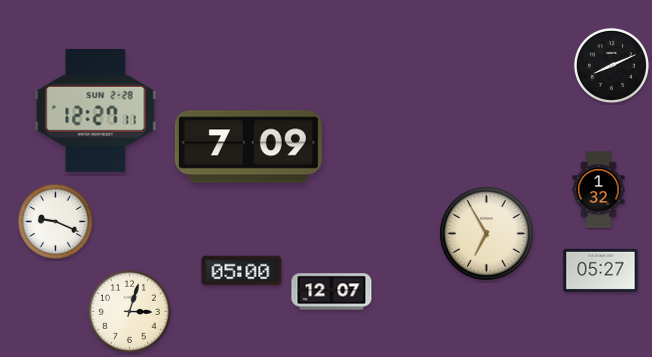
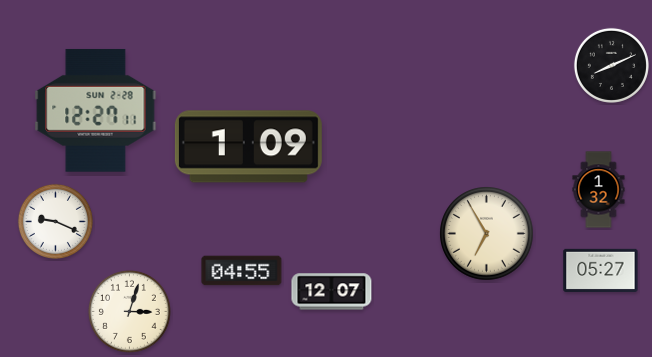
clock at (248, 147): 7:09 -> 1:09
clock at (242, 271): 05:00 -> 04:55
